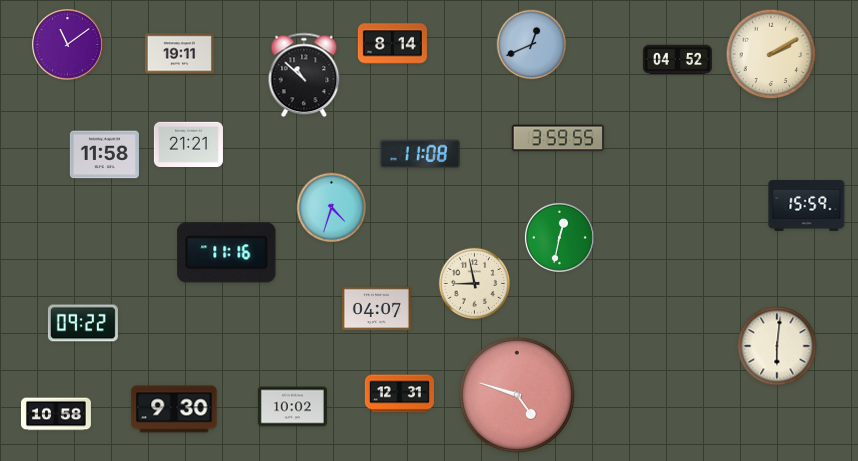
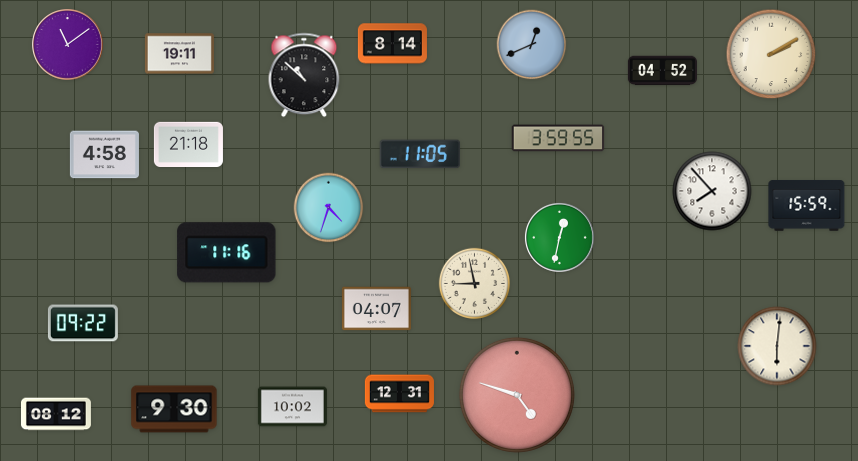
clock at (677, 60) position: (677, 60) -> (662, 71)
clock at (188, 144): 21:21 -> 21:18
clock at (419, 154): 11:08 -> 11:05
clock at (104, 155): 11:58 -> 4:58
clock at (712, 191): none -> 7:53
clock at (332, 208) position: (332, 208) -> (329, 208)
clock at (56, 414): 10:58 -> 08:12
